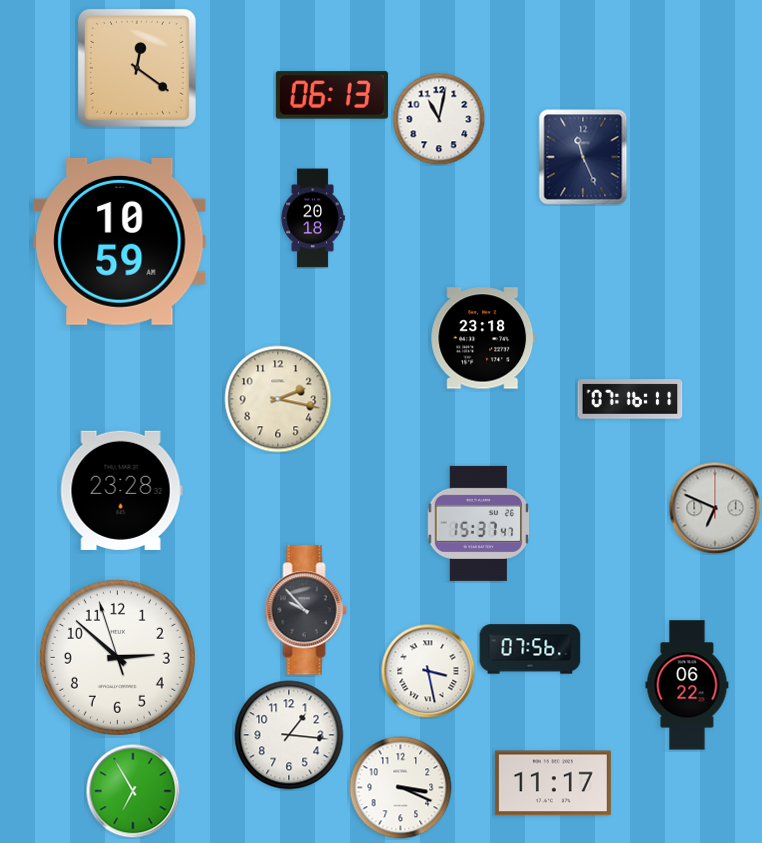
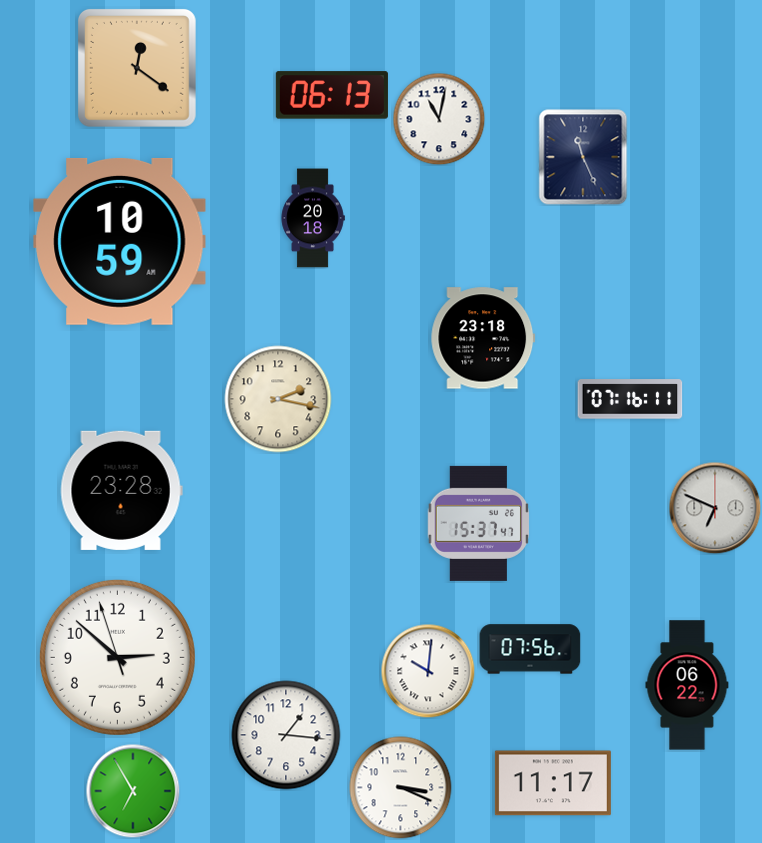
clock at (306, 610): 9:53 -> none
clock at (428, 671): 3:28 -> 10:01
clock at (289, 735) position: (289, 735) -> (286, 735)
